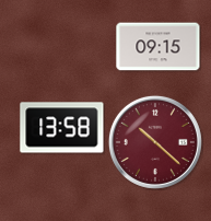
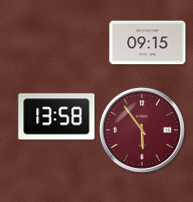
clock at (159, 47) position: (159, 47) -> (148, 43)
clock at (155, 142): 10:22 -> 5:54
